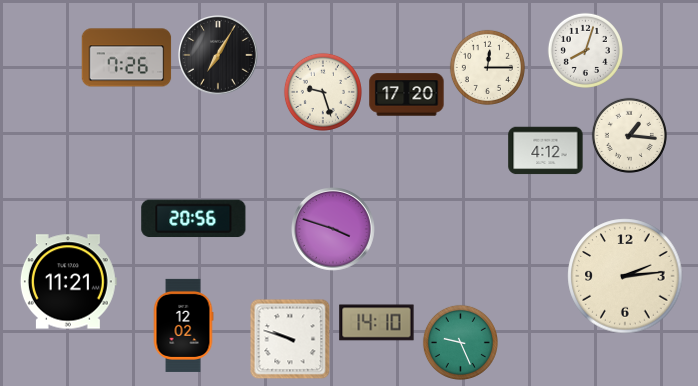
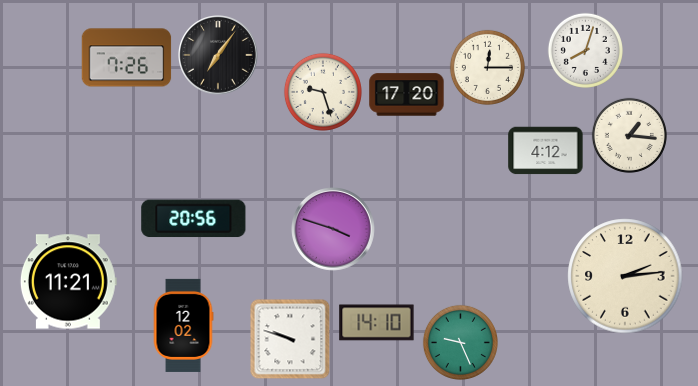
clock at (219, 56): 7:05 -> 7:06
